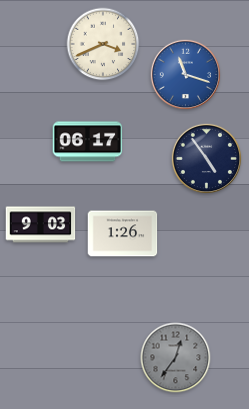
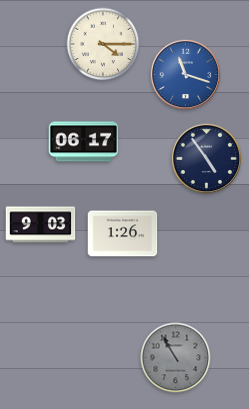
clock at (103, 44): 3:41 -> 4:15
clock at (88, 142) position: (88, 142) -> (84, 142)
clock at (176, 358): 12:36 -> 10:55
